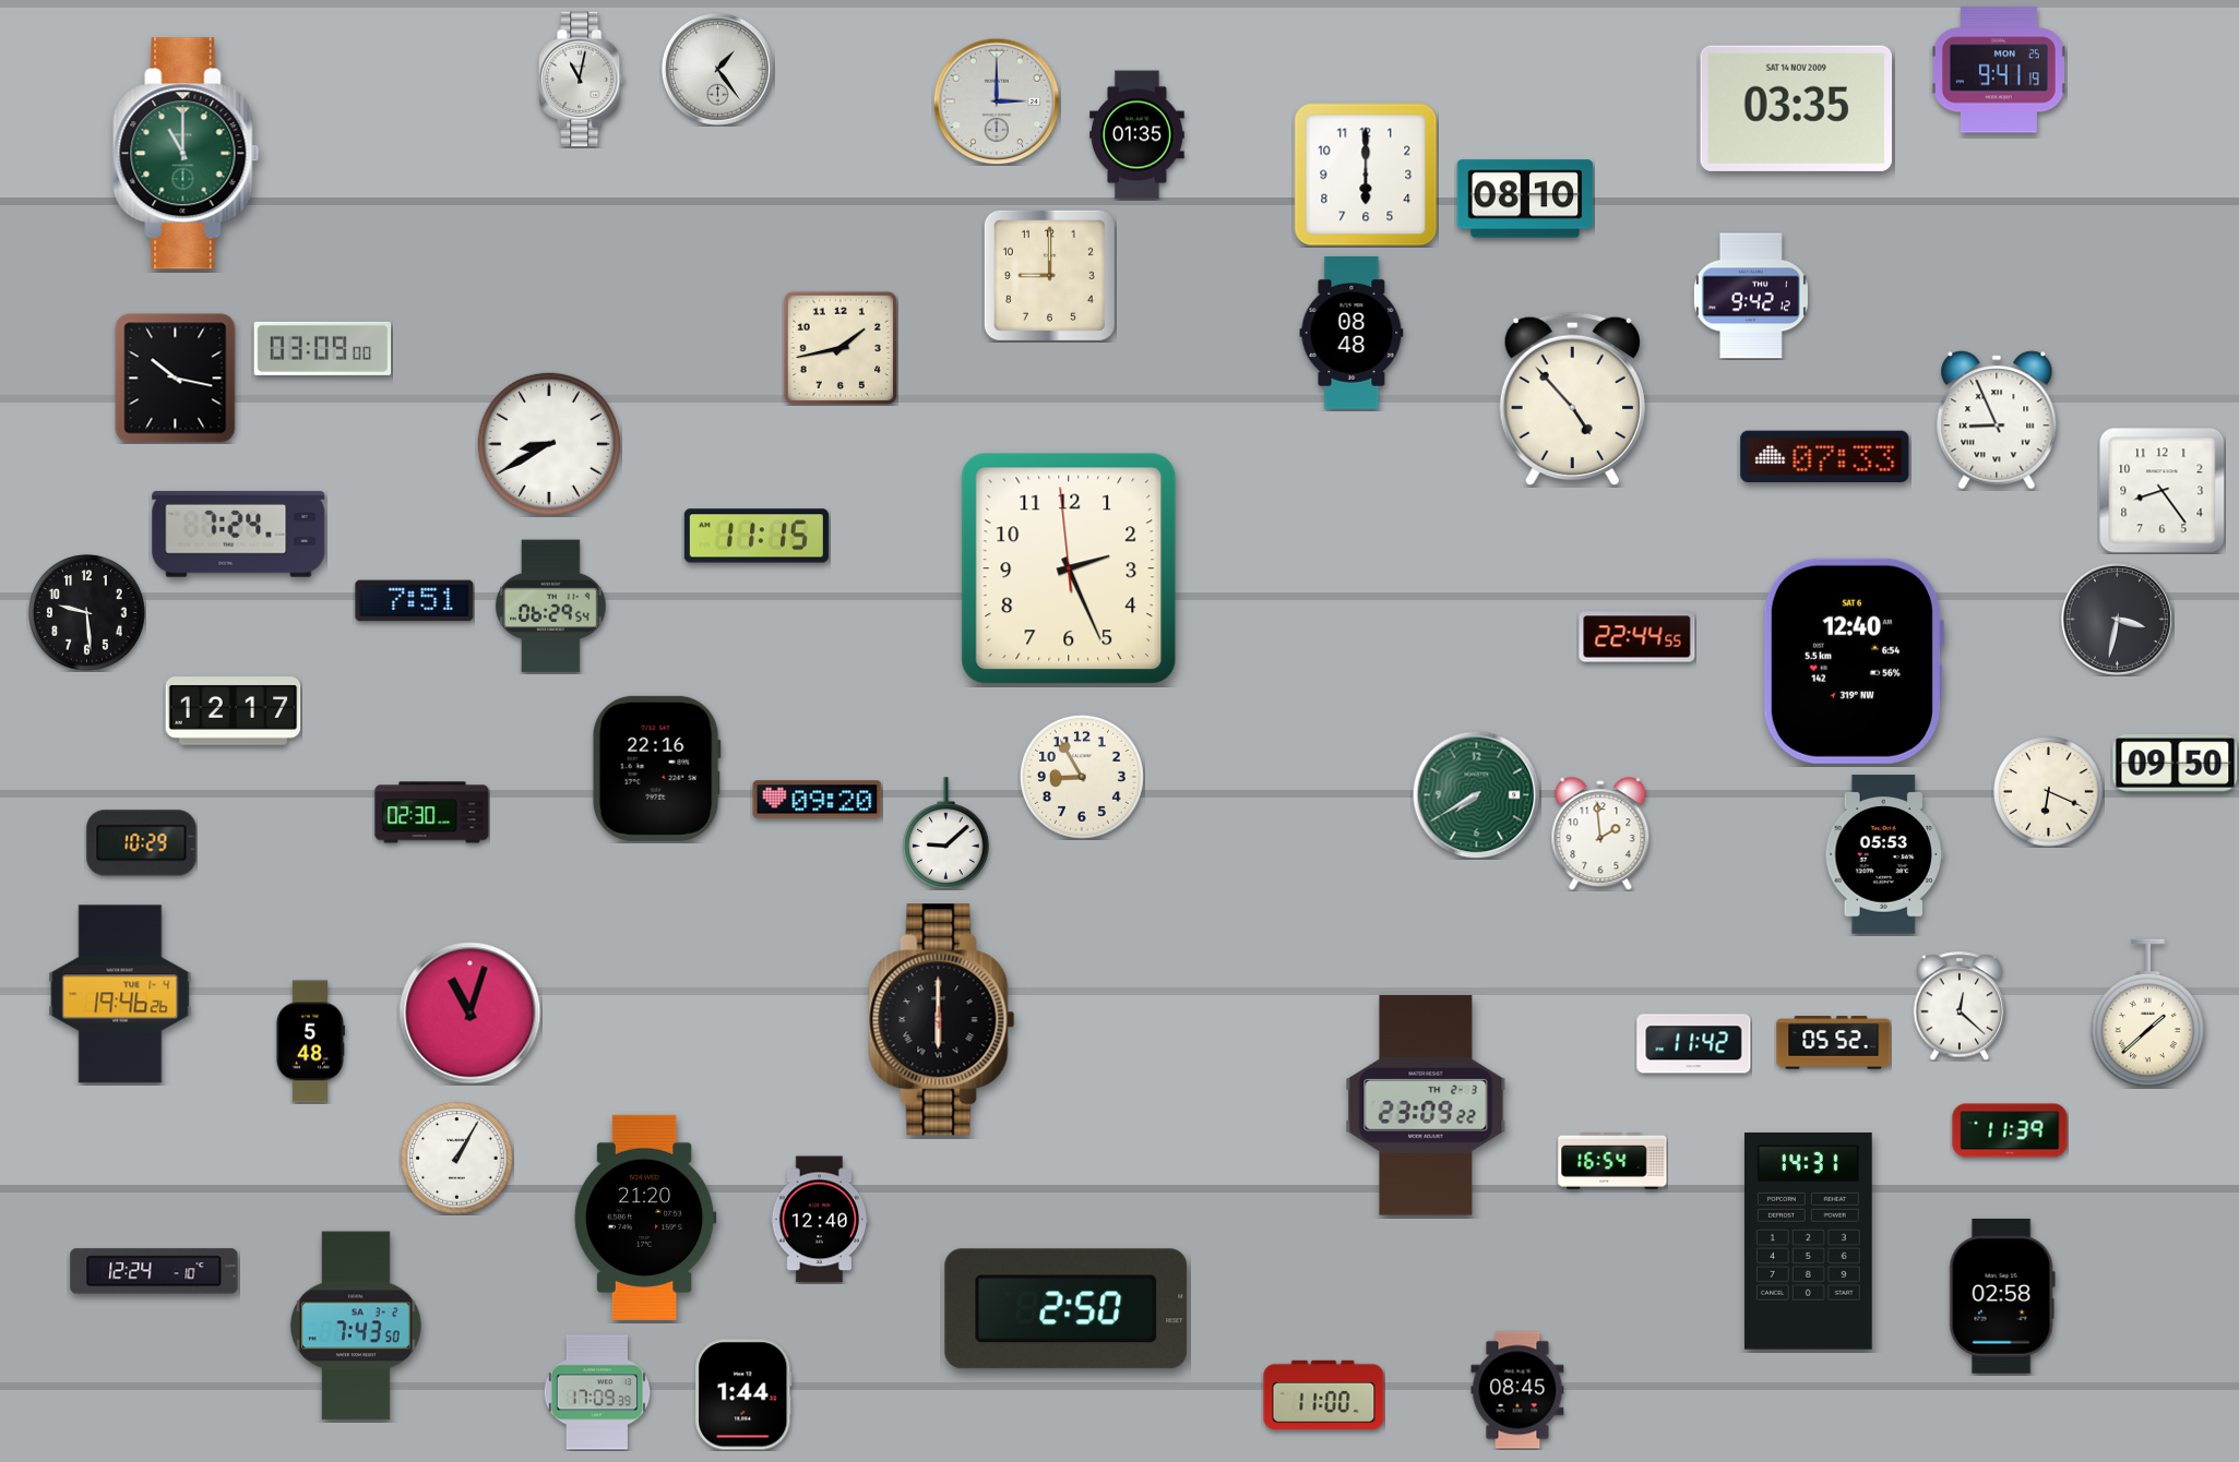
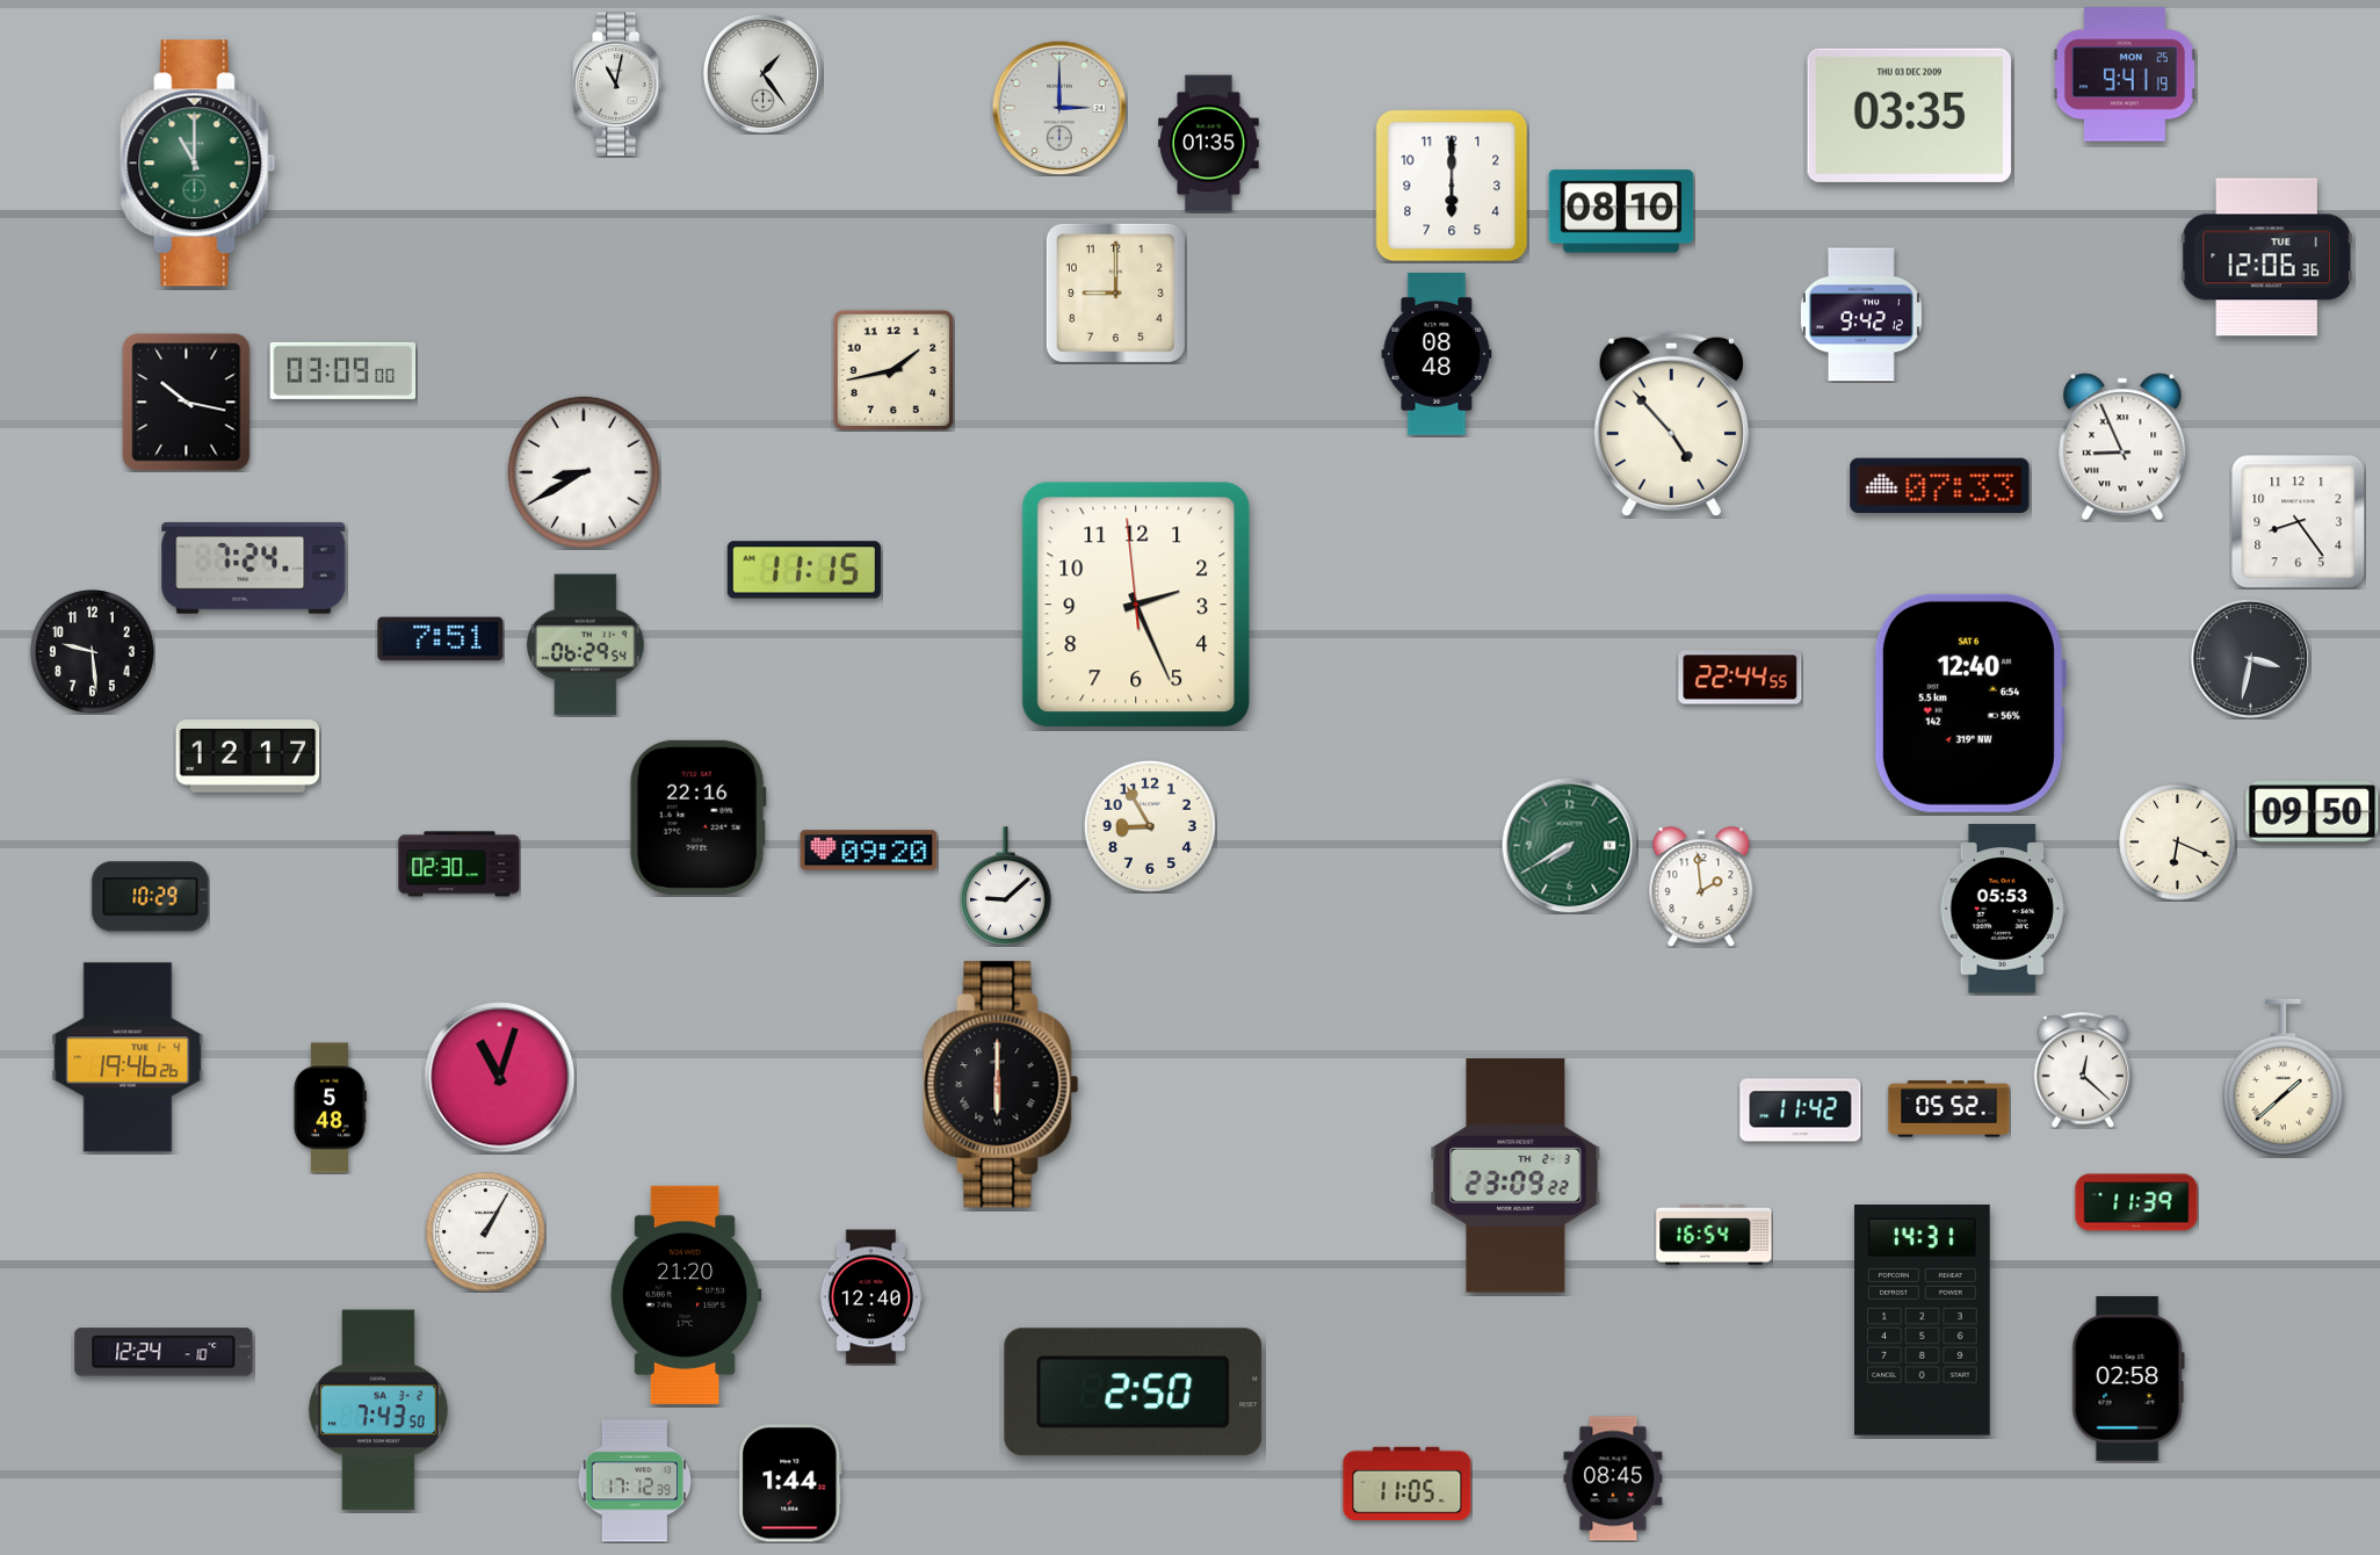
clock at (1796, 108) date: SAT 14 NOV 2009 -> THU 03 DEC 2009
clock at (2266, 258): none -> 12:06
clock at (597, 1392): 17:09 -> 17:12
clock at (1324, 1395): 11:00 -> 11:05
